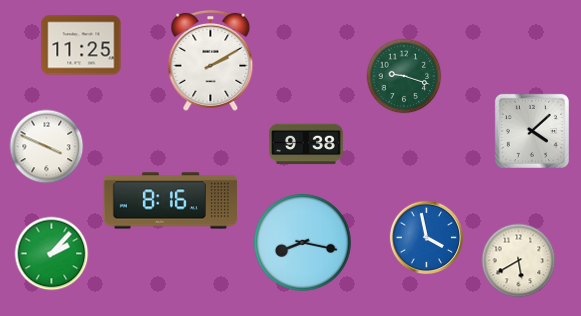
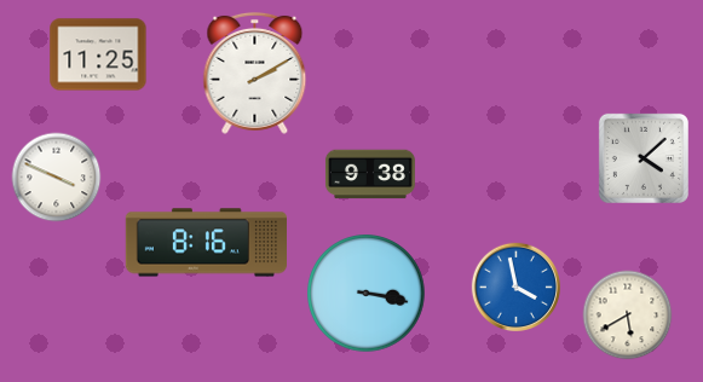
clock at (404, 76): 9:18 -> none
clock at (303, 243): 8:17 -> 3:17
clock at (52, 254): 2:07 -> none
